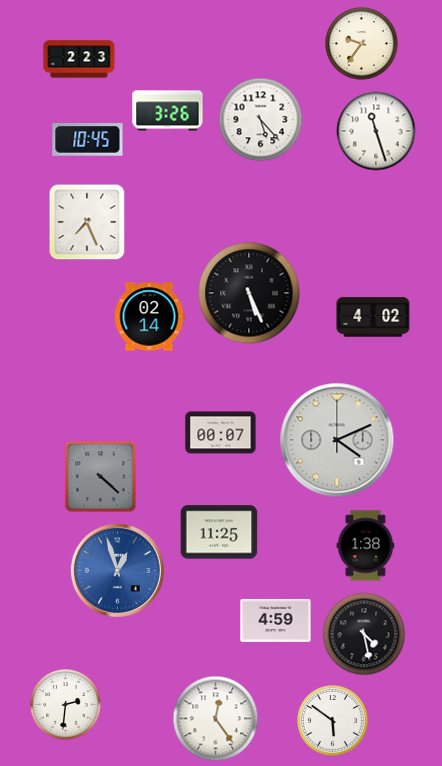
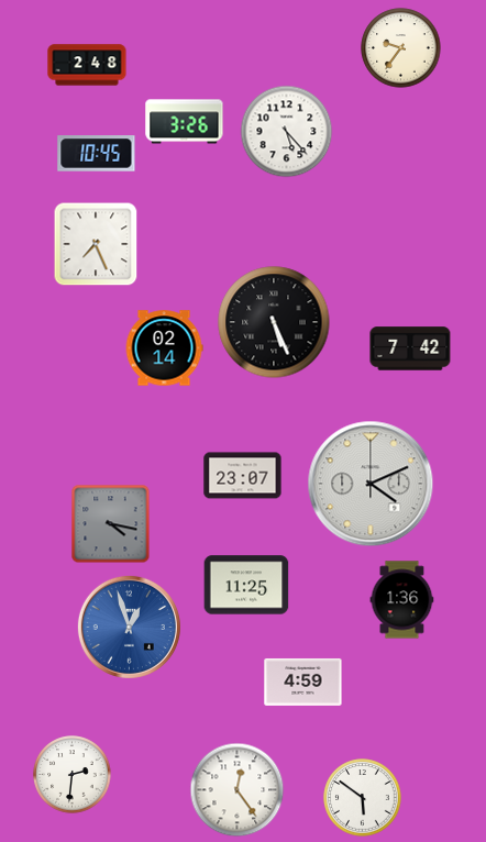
clock at (362, 44) position: (362, 44) -> (401, 48)
clock at (79, 59): 2:23 -> 2:48
clock at (376, 131): 11:27 -> none
clock at (373, 317): 4:02 -> 7:42
clock at (221, 433): 00:07 -> 23:07
clock at (101, 477): 4:22 -> 4:17
clock at (219, 532) position: (219, 532) -> (246, 585)
clock at (366, 546): 1:38 -> 1:36
clock at (364, 634): 4:28 -> none
clock at (333, 721) position: (333, 721) -> (363, 798)
